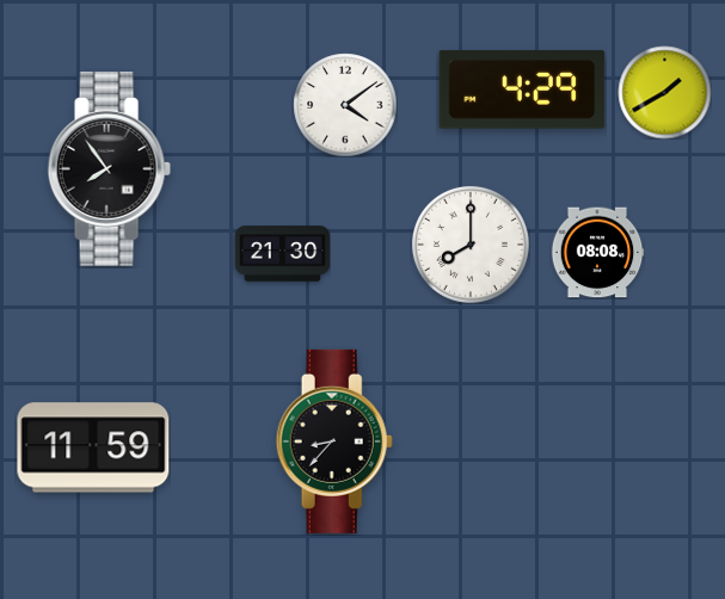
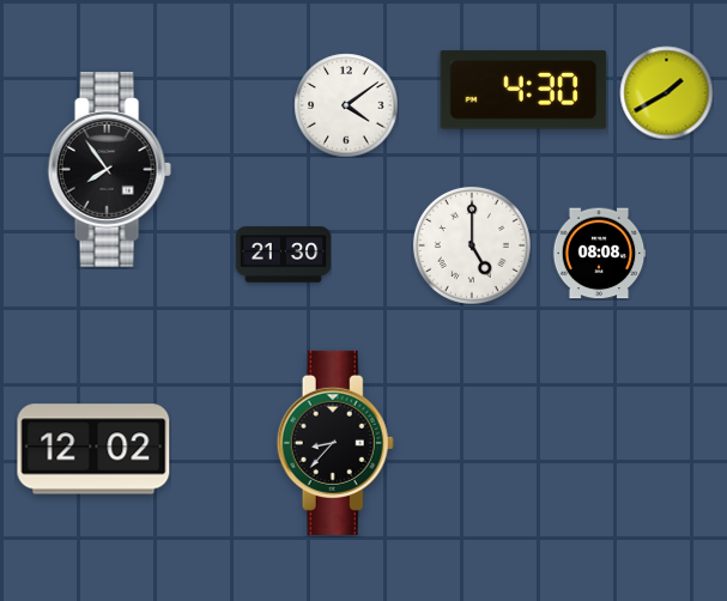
clock at (522, 89): 4:29 -> 4:30
clock at (471, 245): 8:00 -> 5:00
clock at (93, 447): 11:59 -> 12:02
